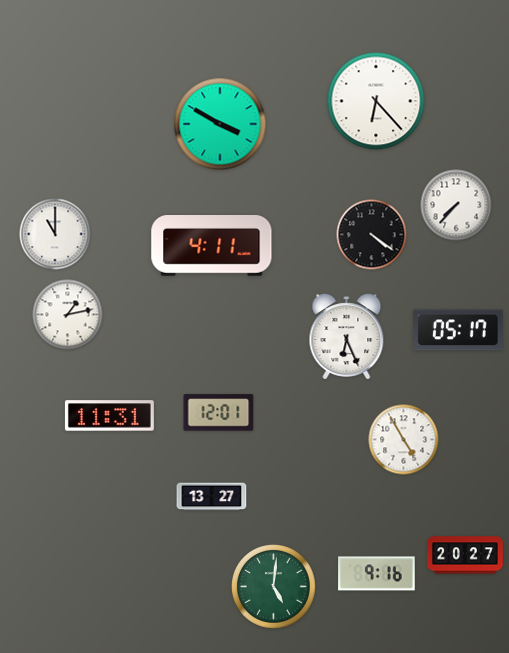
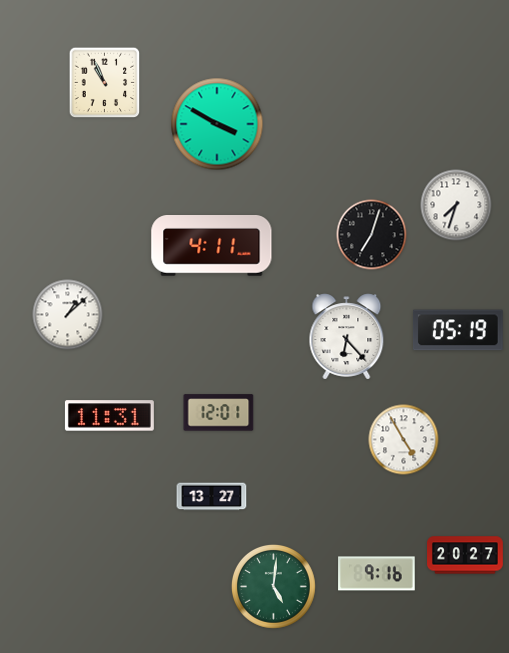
clock at (105, 83): none -> 10:56
clock at (376, 101): 6:23 -> none
clock at (220, 124) position: (220, 124) -> (217, 124)
clock at (456, 205): 7:37 -> 7:33
clock at (55, 234): 11:00 -> none
clock at (372, 235): 4:21 -> 7:03
clock at (68, 315): 1:13 -> 1:08
clock at (458, 330): 05:17 -> 05:19
clock at (347, 337): 6:26 -> 6:23
